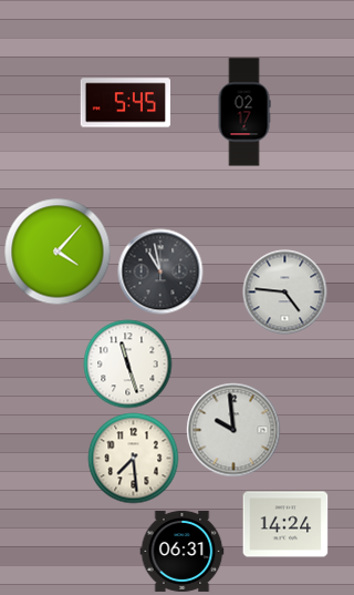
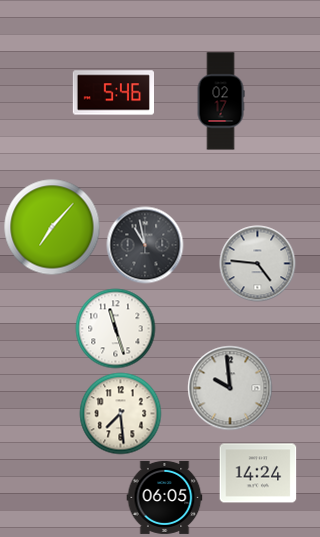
clock at (125, 103): 5:45 -> 5:46
clock at (58, 252): 4:07 -> 7:07
clock at (233, 430) position: (233, 430) -> (230, 388)
clock at (183, 551): 06:31 -> 06:05
